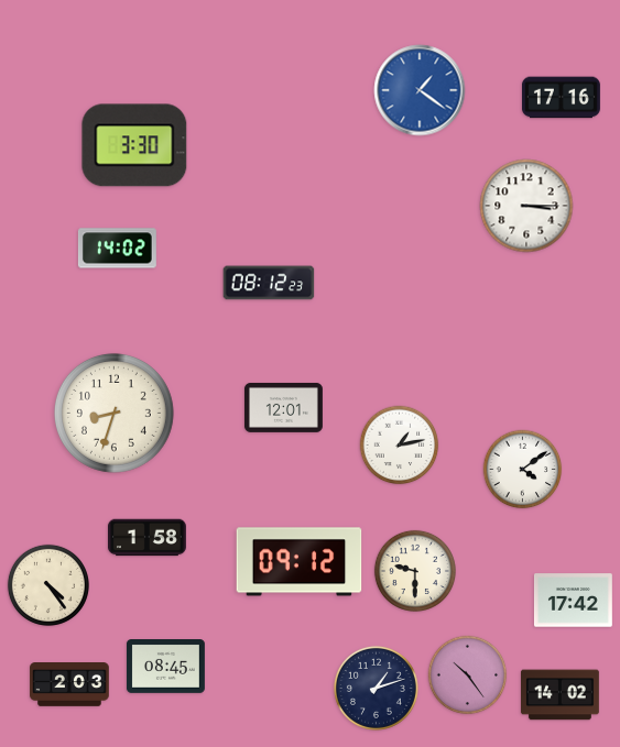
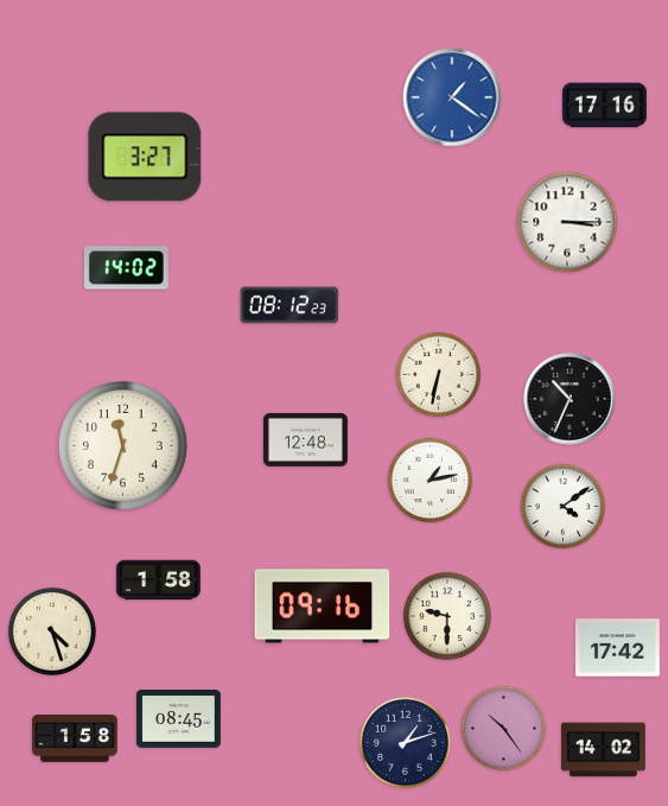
clock at (134, 145): 3:30 -> 3:27
clock at (439, 375): none -> 6:32
clock at (570, 399): none -> 10:34
clock at (283, 407): 12:01 -> 12:48
clock at (113, 413): 8:33 -> 11:33
clock at (300, 562): 09:12 -> 09:16
clock at (47, 584): 4:24 -> 4:27
clock at (69, 685): 2:03 -> 1:58
